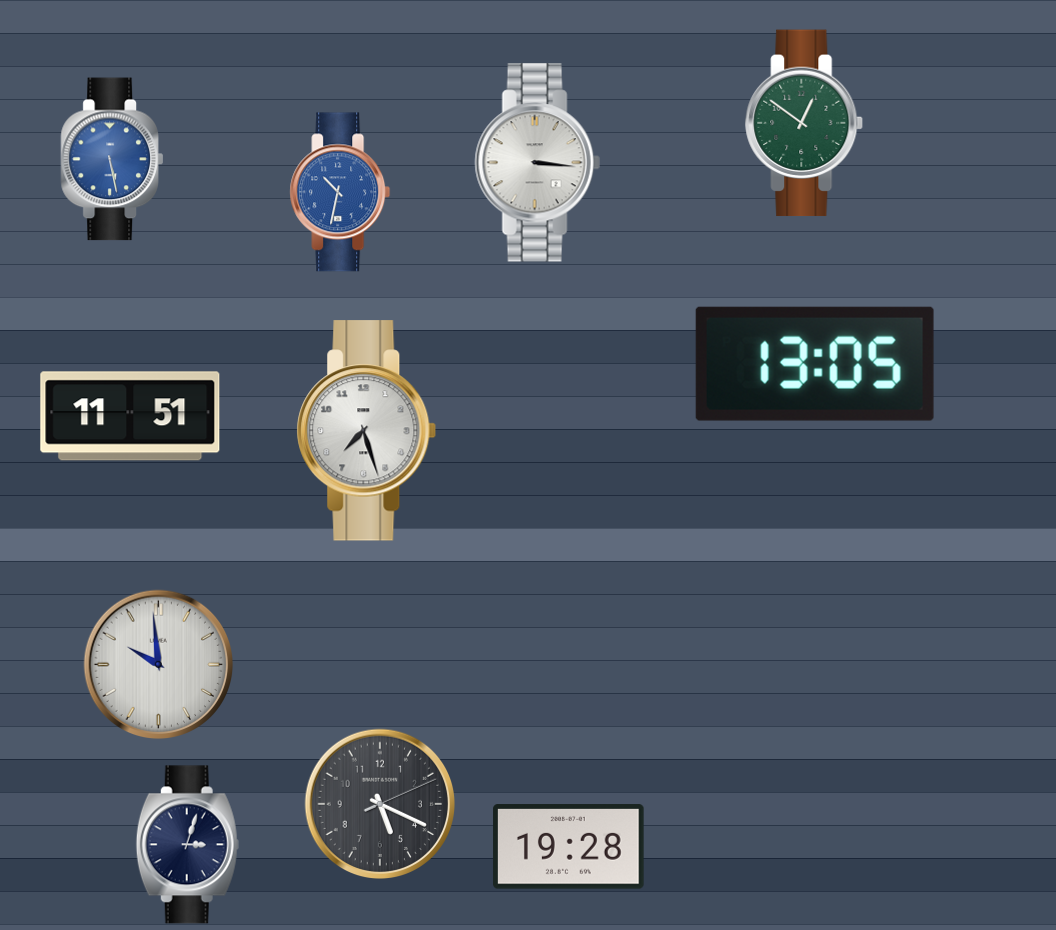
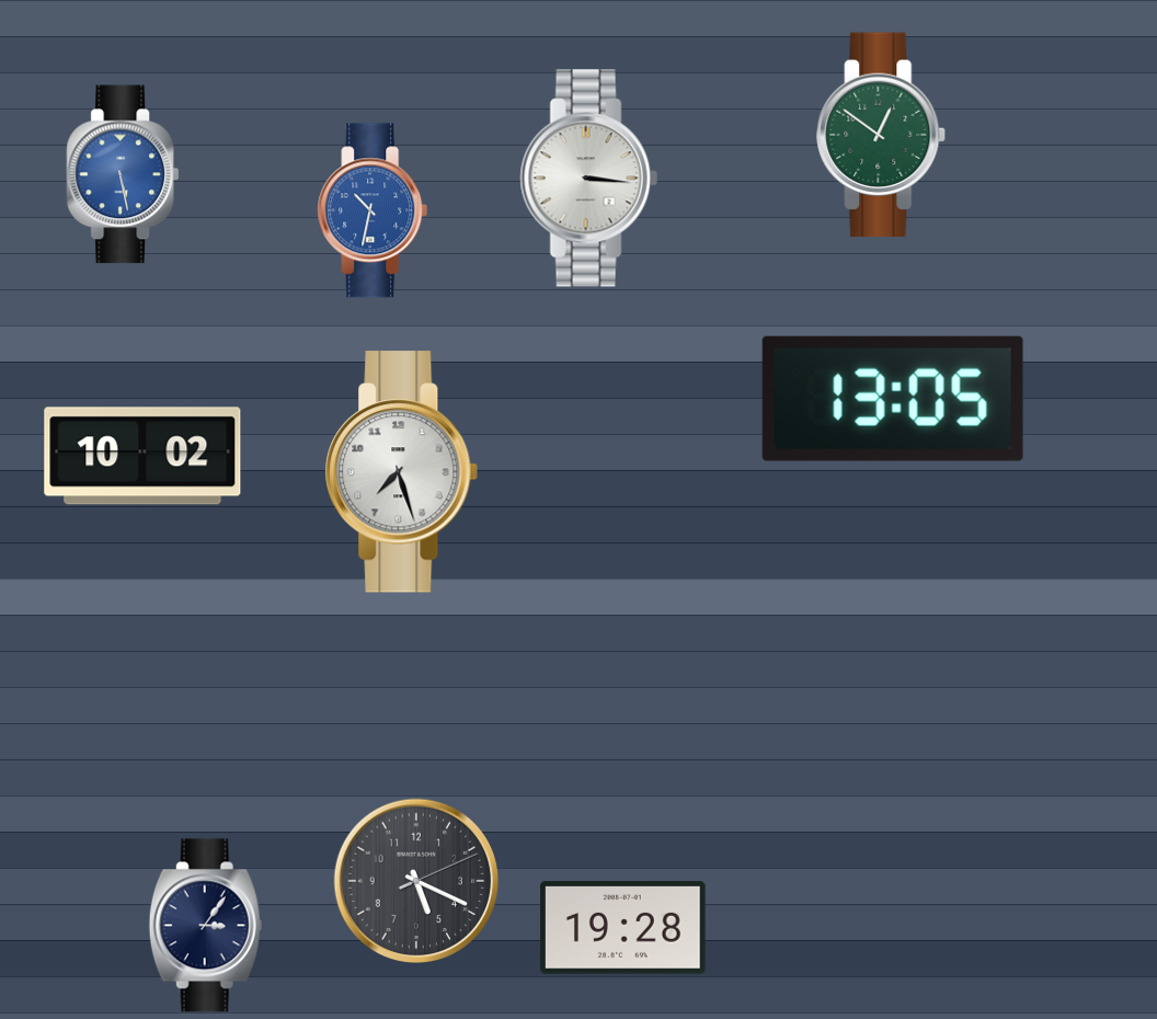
clock at (130, 416): 11:51 -> 10:02
clock at (159, 665): 9:59 -> none
clock at (187, 845): 3:03 -> 3:06
